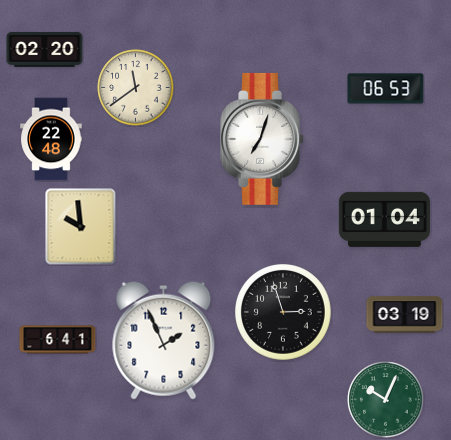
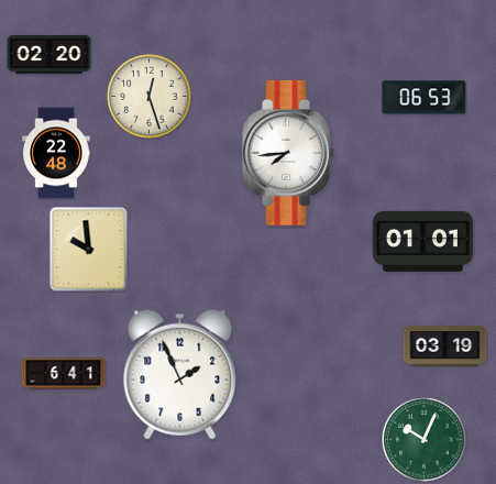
clock at (136, 88): 11:39 -> 12:27
clock at (262, 139): 7:03 -> 7:44
clock at (384, 219): 01:04 -> 01:01
clock at (283, 312): 2:57 -> none
